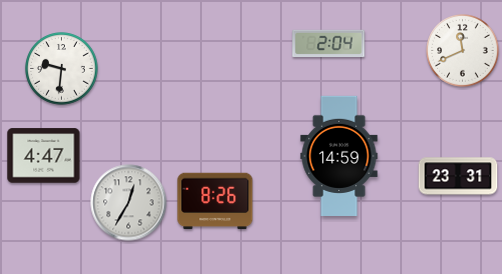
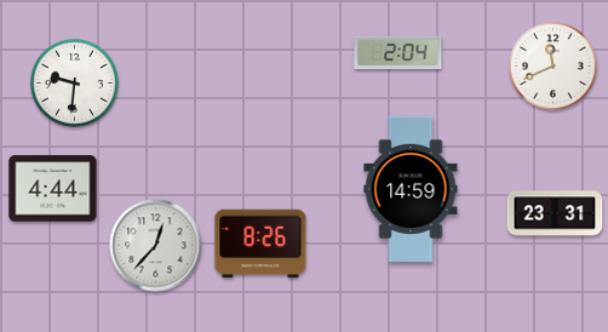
clock at (463, 51) position: (463, 51) -> (553, 67)
clock at (44, 156): 4:47 -> 4:44
clock at (129, 203): 12:35 -> 12:37
